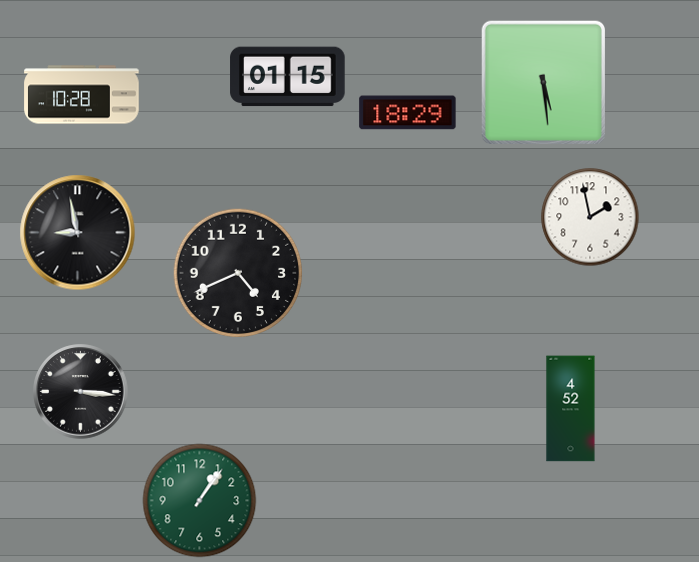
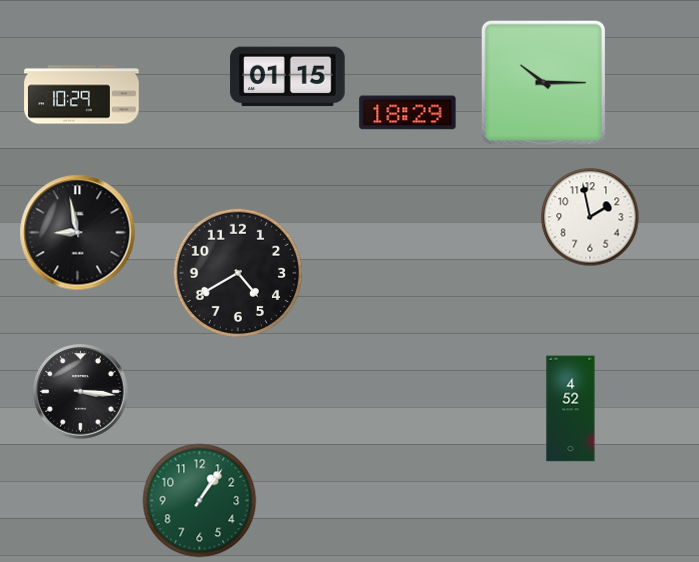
clock at (543, 82): 5:29 -> 10:15
clock at (82, 95): 10:28 -> 10:29
clock at (238, 273): 4:41 -> 4:40
